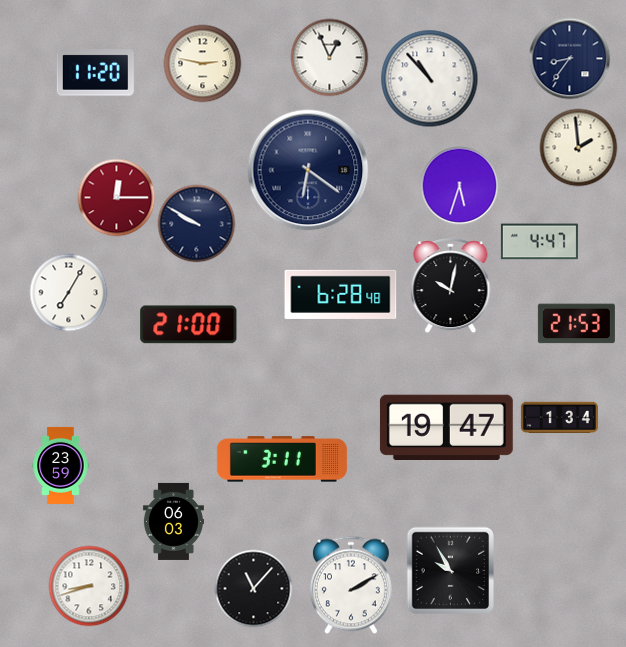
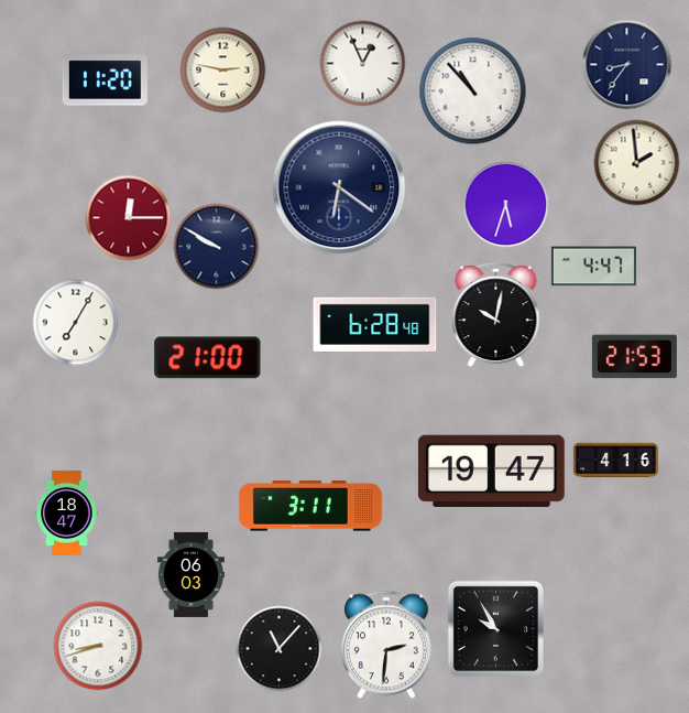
clock at (429, 78) position: (429, 78) -> (472, 90)
clock at (559, 418): 1:34 -> 4:16
clock at (61, 465): 23:59 -> 18:47
clock at (351, 585): 2:10 -> 2:31
